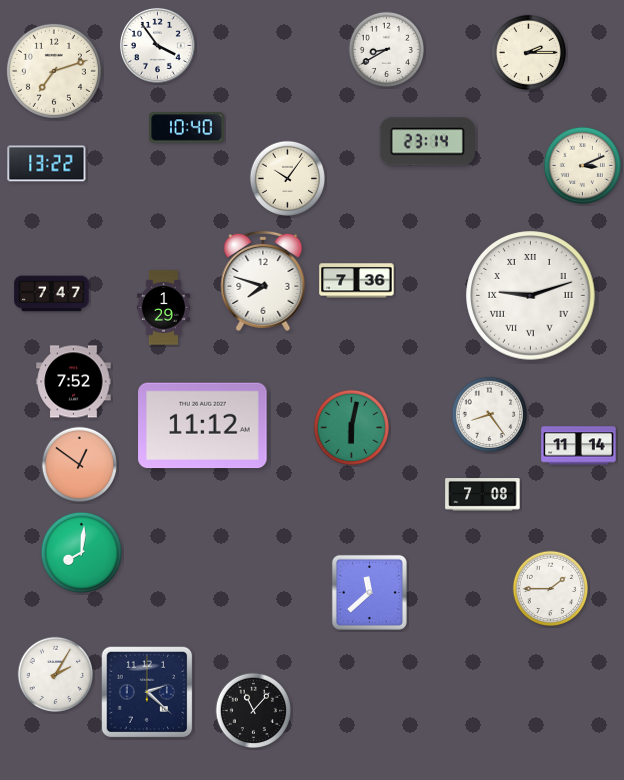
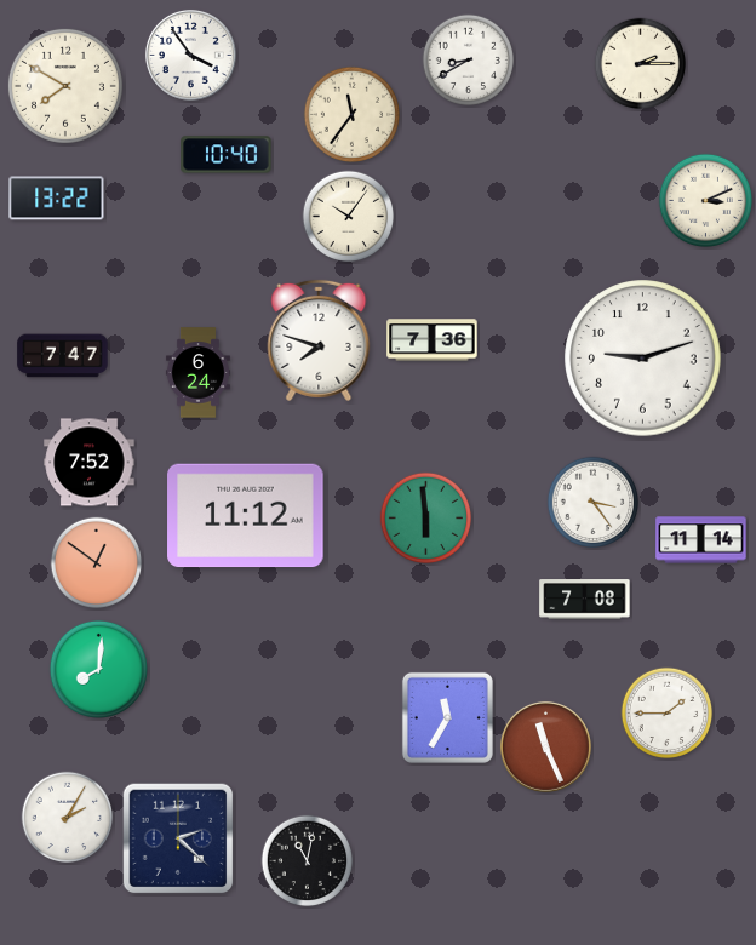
clock at (54, 71): 7:12 -> 7:50
clock at (351, 114): none -> 11:36
clock at (427, 142): 23:14 -> none
clock at (531, 296) numerals: Roman -> Arabic
clock at (163, 308): 1:29 -> 6:24
clock at (490, 415): 8:24 -> 3:24
clock at (352, 428): 6:02 -> 5:59
clock at (369, 592): 11:38 -> 11:35
clock at (545, 746): none -> 11:26
clock at (254, 711): 11:07 -> 11:02
